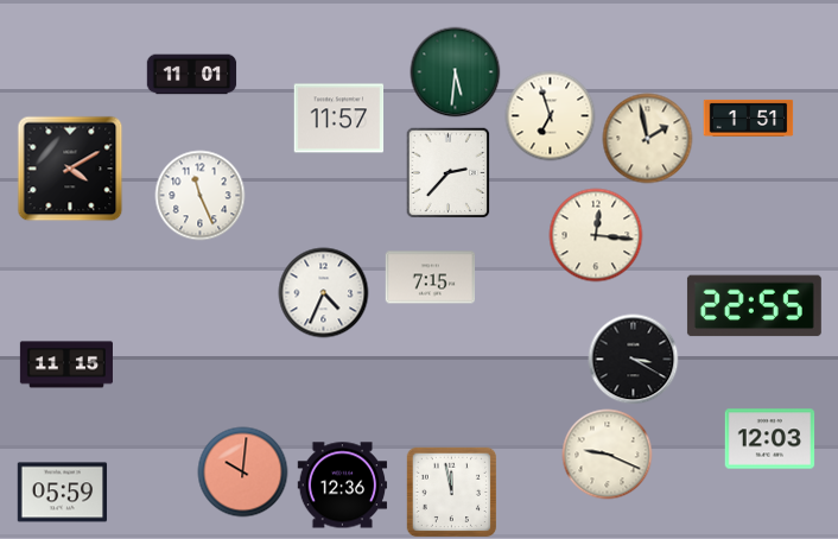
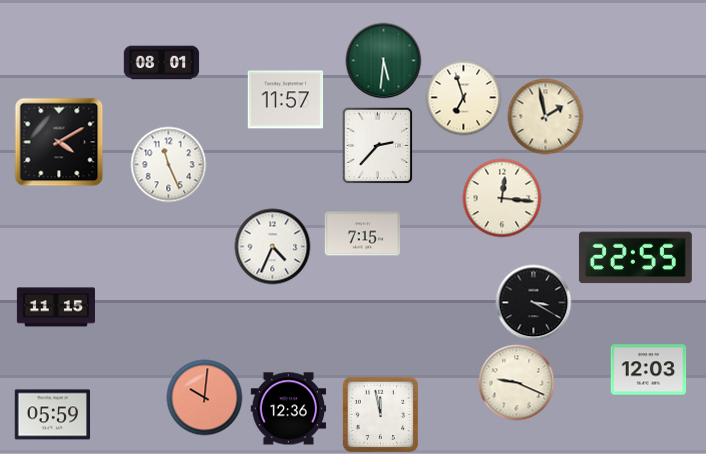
clock at (192, 75): 11:01 -> 08:01
clock at (749, 118): 1:51 -> none
clock at (608, 455) position: (608, 455) -> (517, 383)
